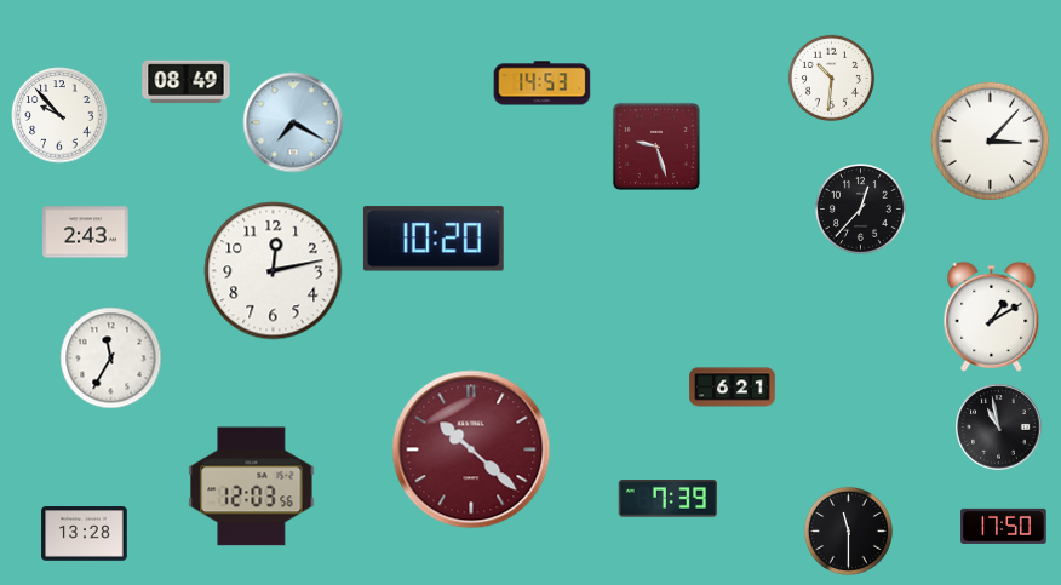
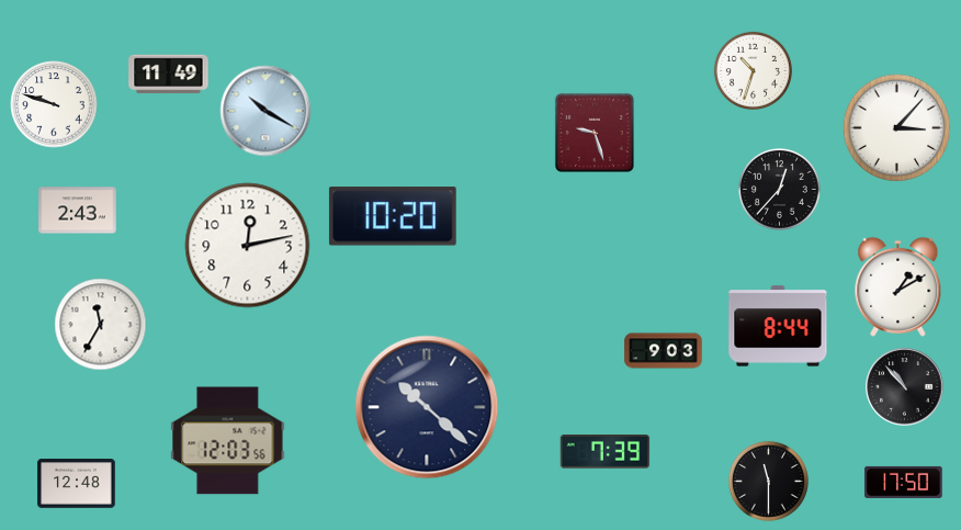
clock at (831, 78): 10:31 -> 10:33
clock at (187, 82): 08:49 -> 11:49
clock at (543, 84): 14:53 -> none
clock at (59, 115): 9:53 -> 9:48
clock at (293, 122): 7:20 -> 10:20
clock at (778, 326): none -> 8:44
clock at (733, 388): 6:21 -> 9:03
clock at (999, 428): 10:58 -> 10:53
clock at (471, 449) dial: burgundy -> navy
clock at (1004, 526) position: (1004, 526) -> (904, 482)
clock at (85, 534): 13:28 -> 12:48
